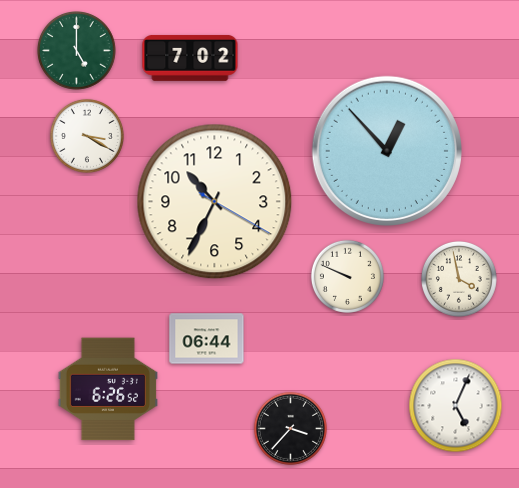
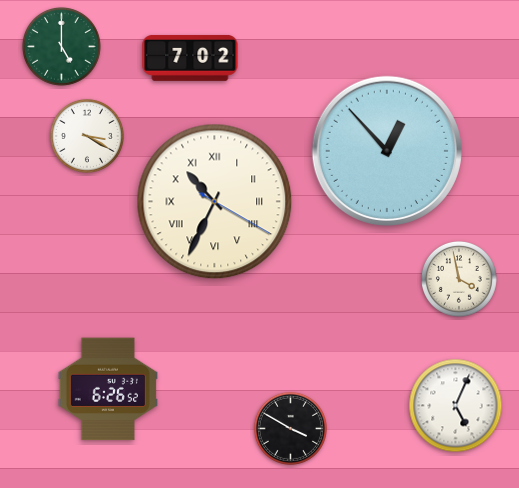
clock at (77, 51) position: (77, 51) -> (62, 47)
clock at (215, 202) numerals: Arabic -> Roman
clock at (347, 276): 9:49 -> none
clock at (207, 339): 06:44 -> none
clock at (290, 428): 3:37 -> 3:50
